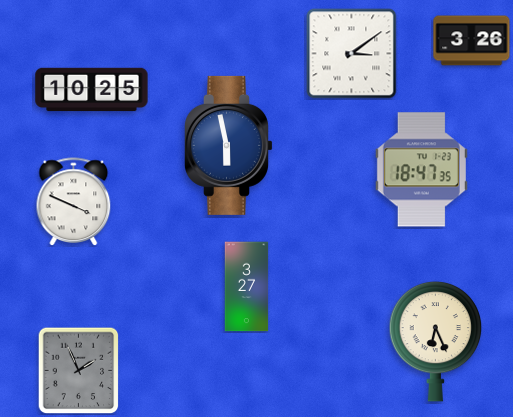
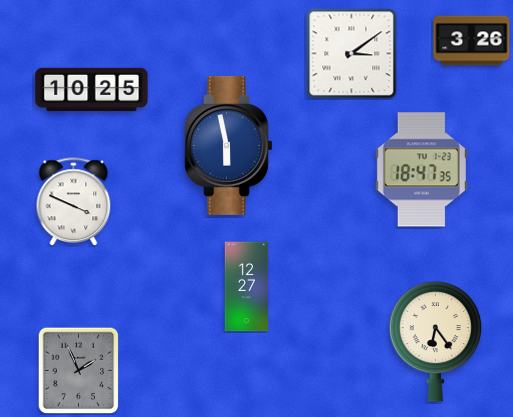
clock at (247, 287): 3:27 -> 12:27
clock at (436, 341): 6:26 -> 6:24
